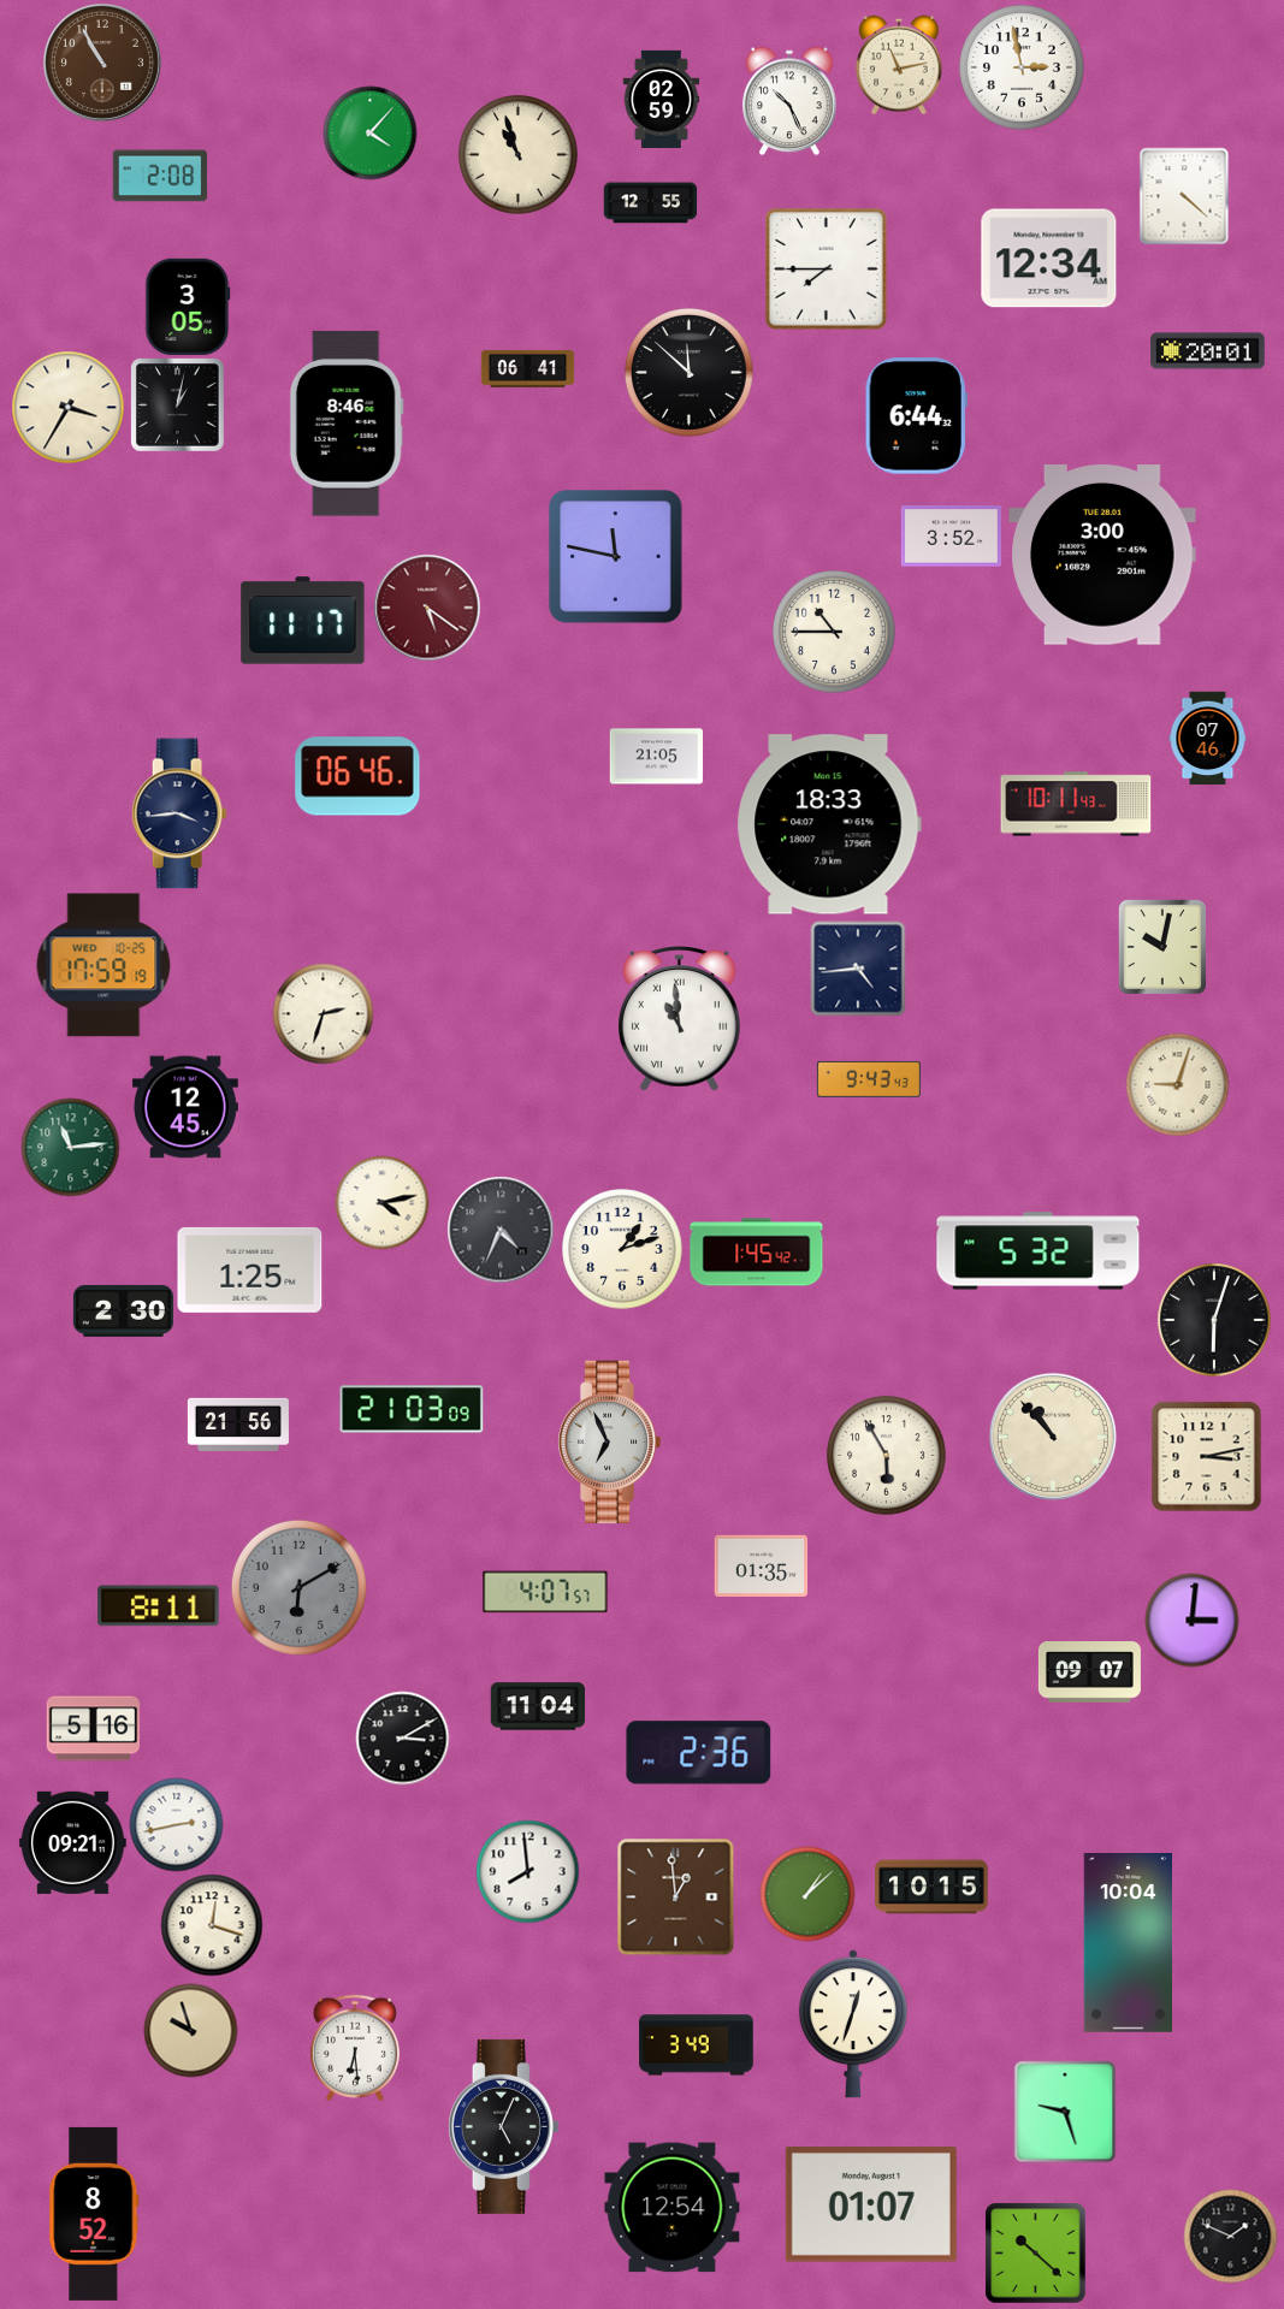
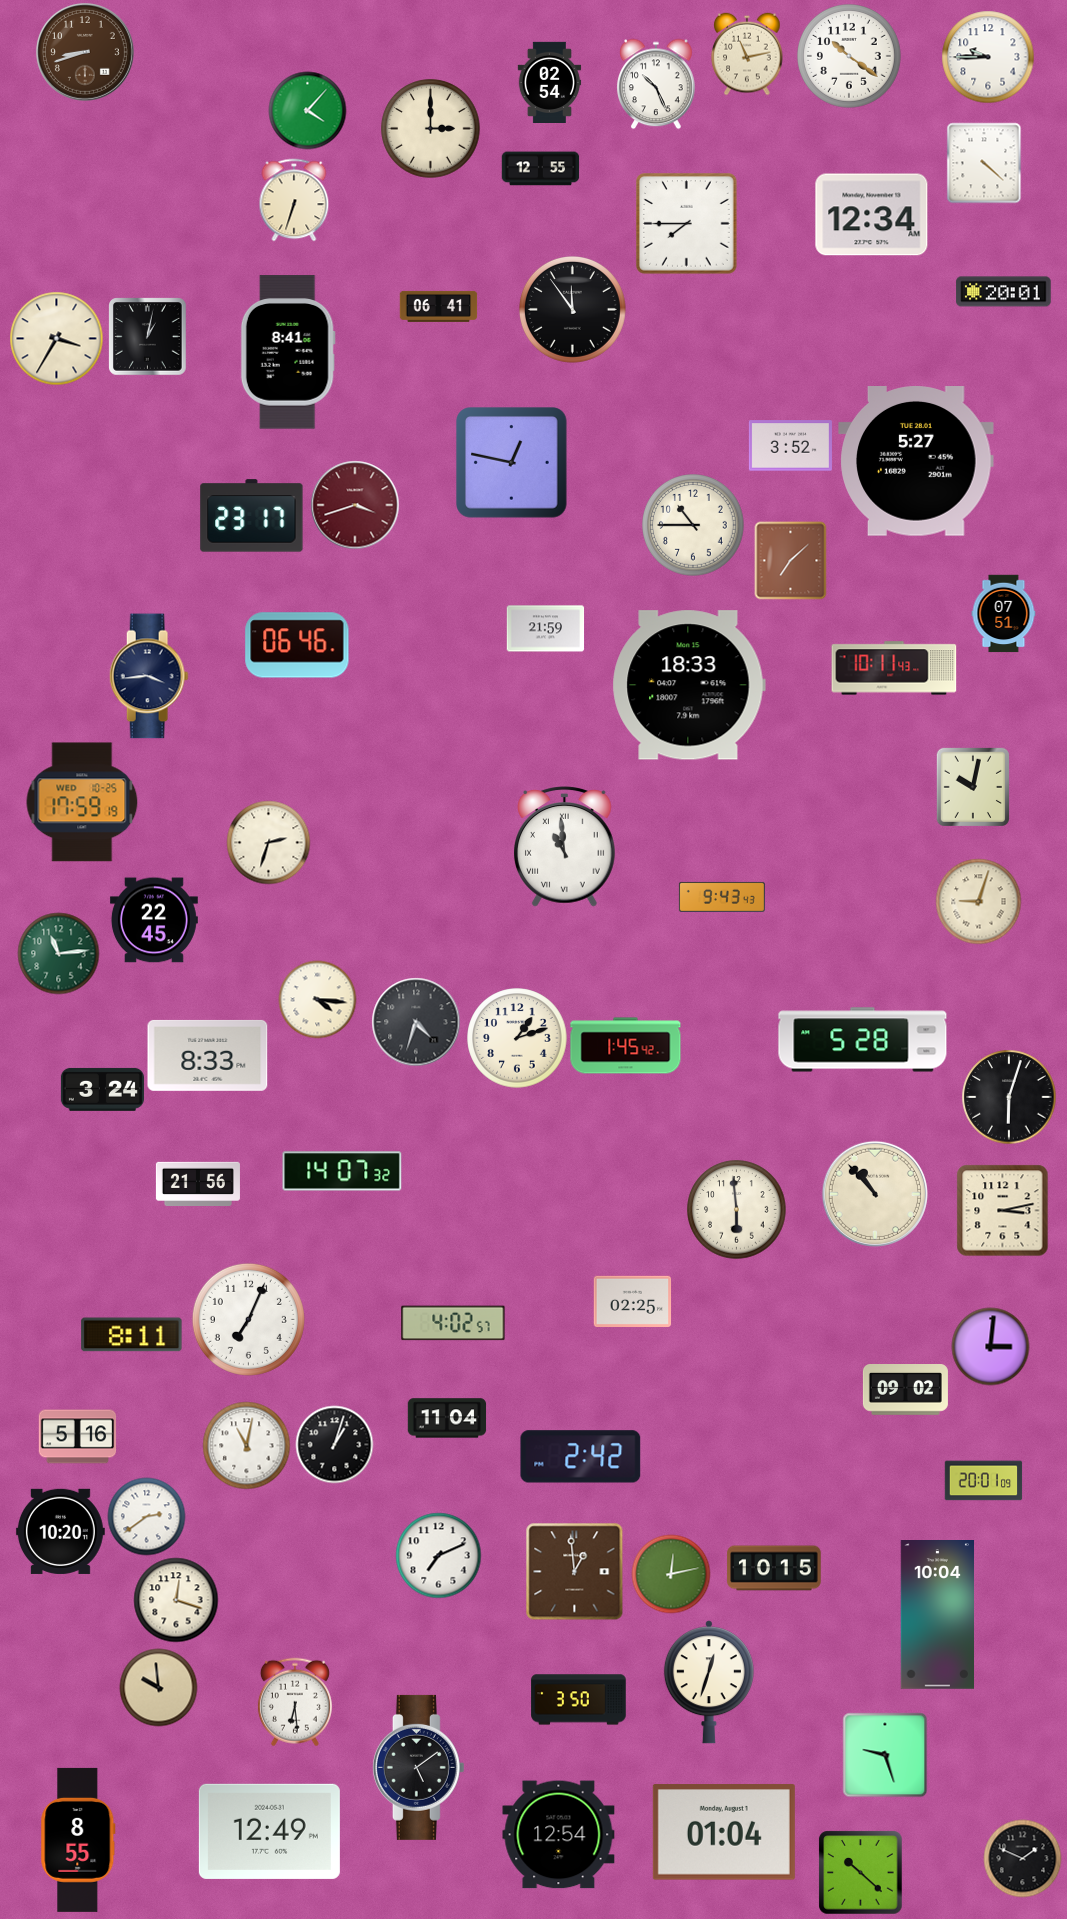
clock at (102, 63): 10:55 -> 8:42
clock at (1023, 69): 2:58 -> 10:21
clock at (988, 57): none -> 9:45
clock at (662, 99): 02:59 -> 02:54
clock at (519, 155): 10:57 -> 3:00
clock at (160, 176): 2:08 -> none
clock at (294, 200): none -> 6:33
clock at (188, 307): 3:05 -> none
clock at (688, 372): 11:52 -> 11:54
clock at (916, 416): 6:44 -> none
clock at (347, 424): 8:46 -> 8:41
clock at (1102, 556): 3:00 -> 5:27
clock at (616, 557): 11:47 -> 12:47
clock at (427, 608): 5:21 -> 3:42
clock at (303, 621): 11:17 -> 23:17
clock at (791, 560): none -> 7:08
clock at (1208, 738): 07:46 -> 07:51
clock at (656, 757): 21:05 -> 21:59
clock at (1162, 947) position: (1162, 947) -> (973, 787)
clock at (103, 965) position: (103, 965) -> (82, 802)
clock at (858, 969): 4:44 -> none
clock at (185, 1107): 12:45 -> 22:45
clock at (381, 1202): 4:13 -> 4:16
clock at (501, 1230): 4:34 -> 4:33
clock at (1039, 1251): 5:32 -> 5:28
clock at (757, 1253) position: (757, 1253) -> (626, 1046)
clock at (250, 1269): 1:25 -> 8:33
clock at (123, 1310): 2:30 -> 3:24
clock at (412, 1409): 21:03 -> 14:07
clock at (609, 1441): 6:56 -> none
clock at (887, 1456): 5:55 -> 5:59
clock at (761, 1565): 01:35 -> 02:25
clock at (298, 1587): 6:10 -> 7:04
clock at (298, 1587) dial: grey -> white
clock at (545, 1592): 4:07 -> 4:02
clock at (1089, 1672): 09:07 -> 09:02
clock at (402, 1737): 3:10 -> 1:03
clock at (246, 1445): none -> 11:02
clock at (699, 1753): 2:36 -> 2:42
clock at (983, 1481): none -> 20:01
clock at (176, 1824): 2:43 -> 2:39
clock at (72, 1842): 09:21 -> 10:20
clock at (527, 1871): 7:59 -> 7:11
clock at (807, 1894): 1:08 -> 12:13
clock at (675, 1896) position: (675, 1896) -> (574, 1571)
clock at (190, 2030): 9:57 -> 9:59
clock at (697, 2045): 3:49 -> 3:50
clock at (503, 2126): 5:04 -> 5:09
clock at (269, 1831): none -> 12:49
clock at (871, 2204): 01:07 -> 01:04
clock at (94, 2214): 8:52 -> 8:55
